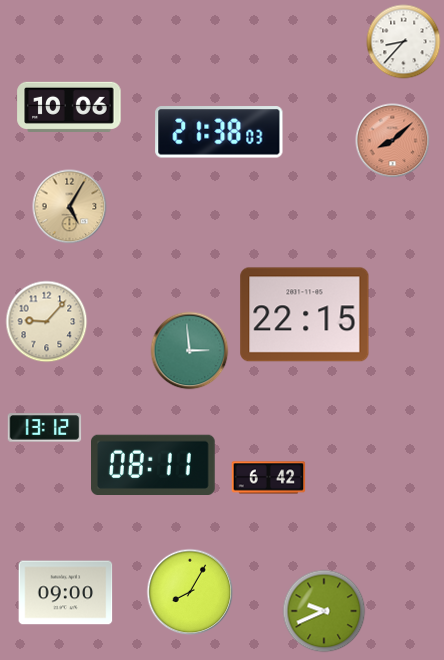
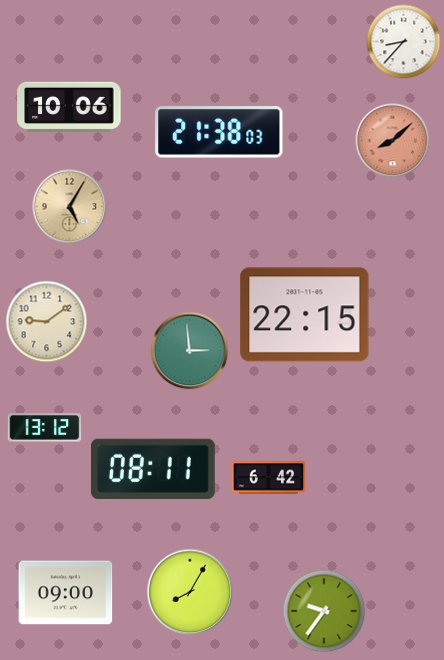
clock at (47, 322): 9:07 -> 9:09
clock at (154, 464) position: (154, 464) -> (154, 468)
clock at (324, 611): 9:41 -> 9:36
